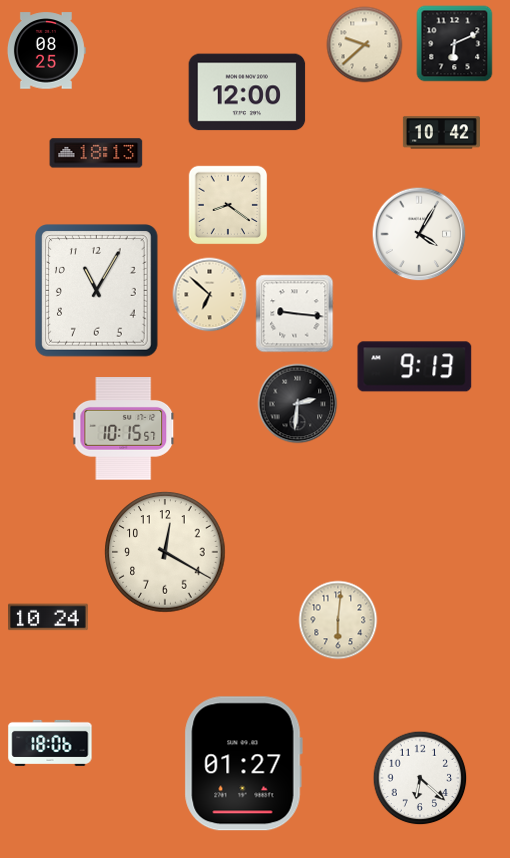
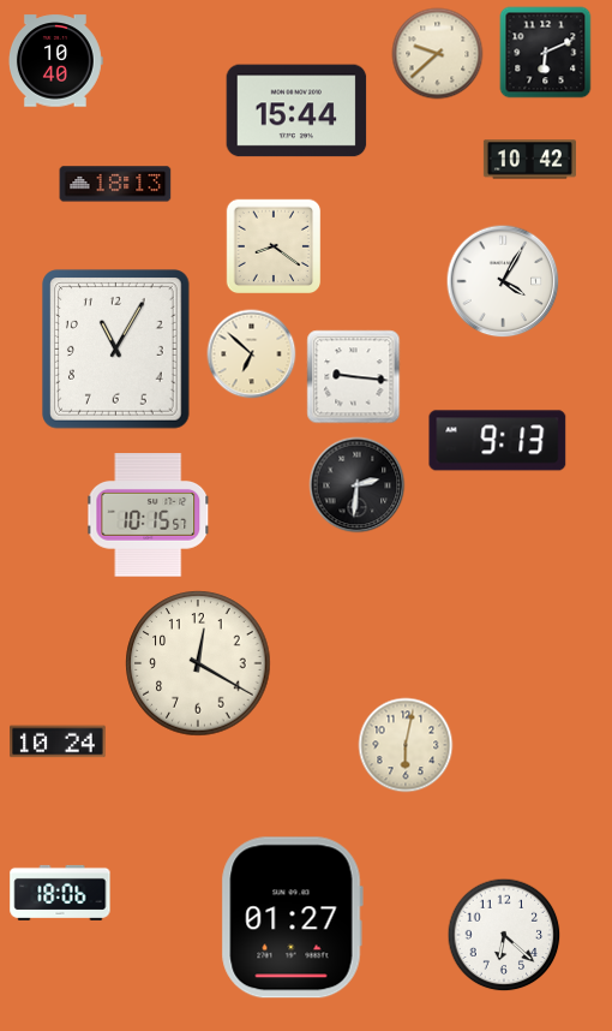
clock at (46, 51): 08:25 -> 10:40
clock at (247, 92): 12:00 -> 15:44
clock at (338, 620): 6:01 -> 6:02
